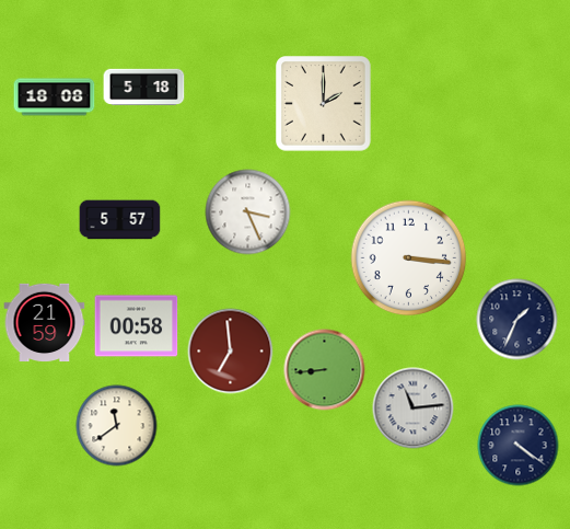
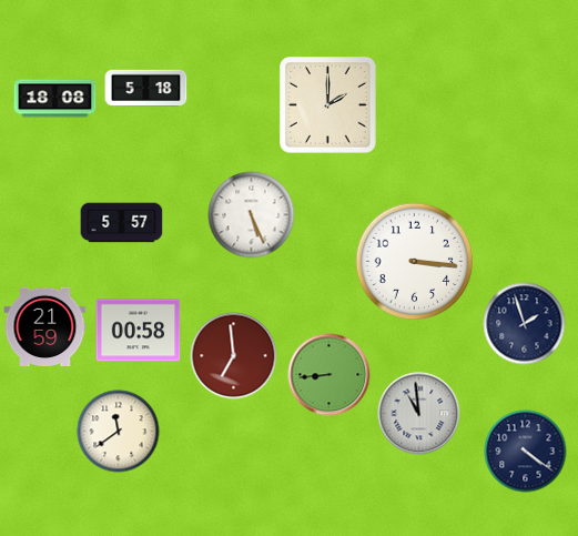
clock at (248, 212): 3:26 -> 5:26
clock at (517, 320): 1:34 -> 1:57
clock at (414, 409): 11:14 -> 10:59
